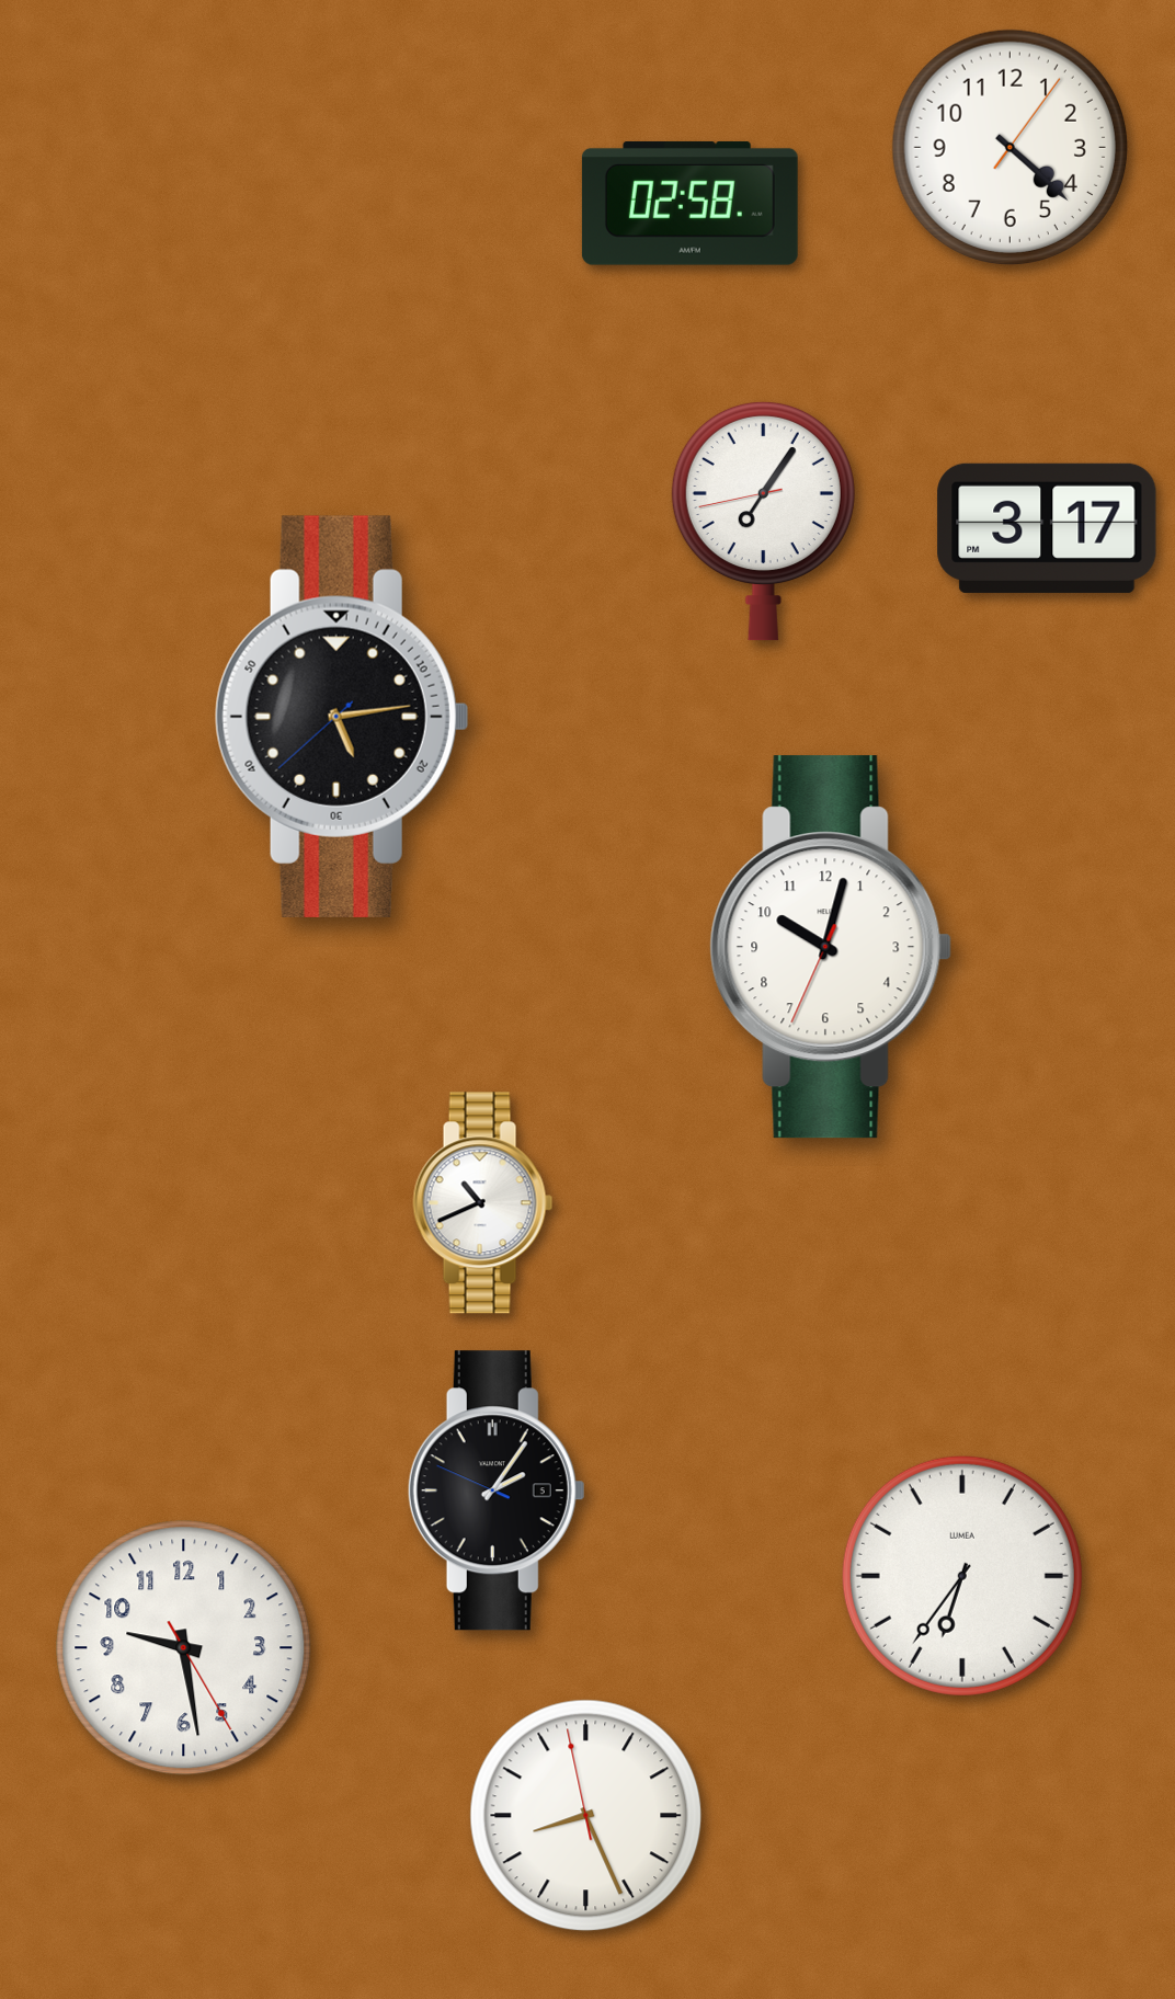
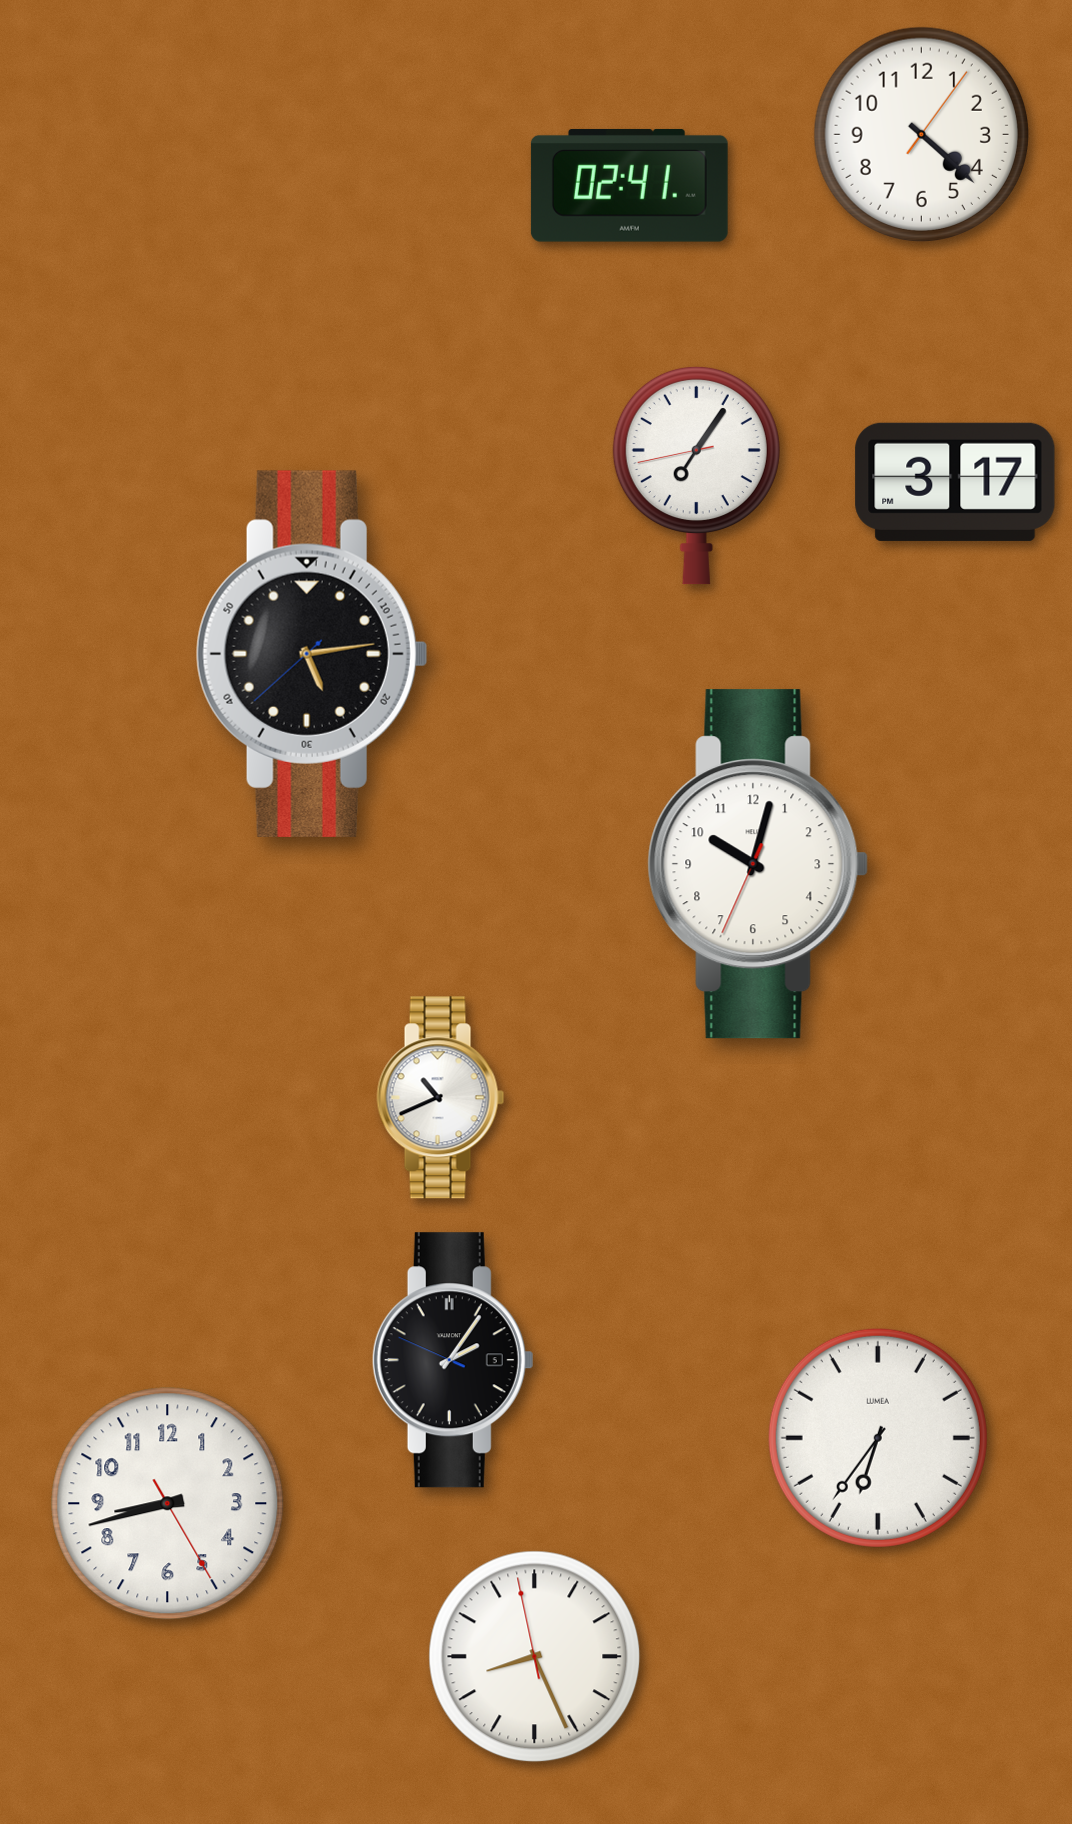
clock at (689, 203): 02:58 -> 02:41
clock at (184, 1648): 9:28 -> 8:42
